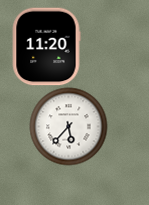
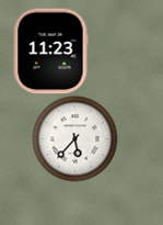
clock at (46, 46): 11:20 -> 11:23
